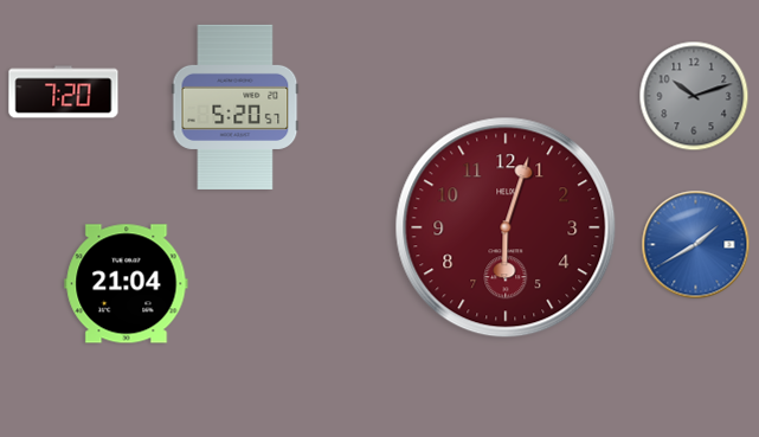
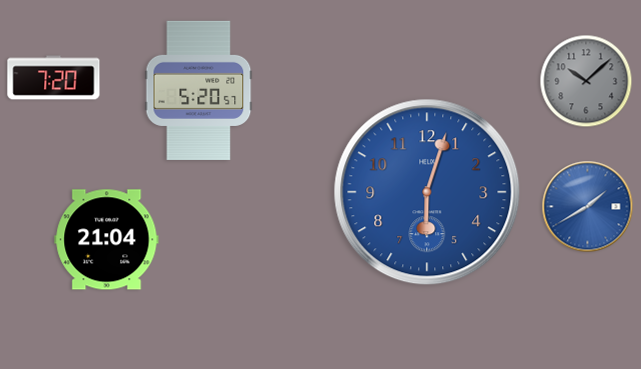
clock at (694, 96): 10:12 -> 10:08
clock at (506, 227) dial: burgundy -> blue
